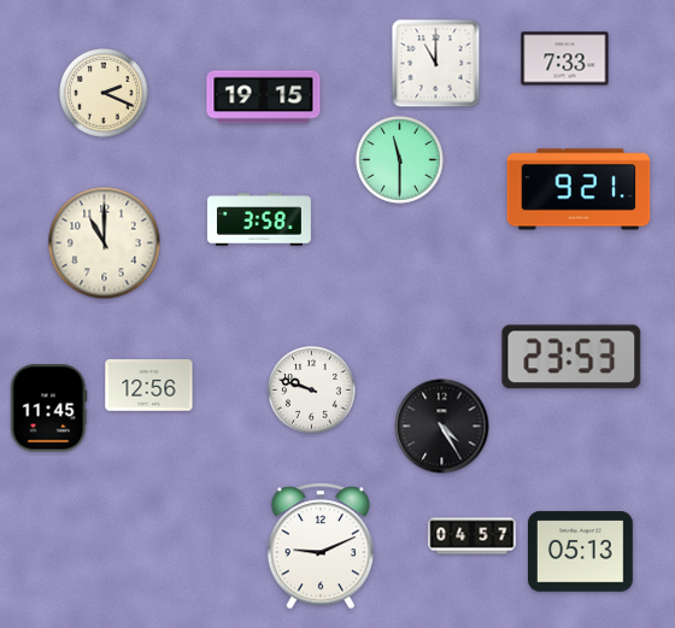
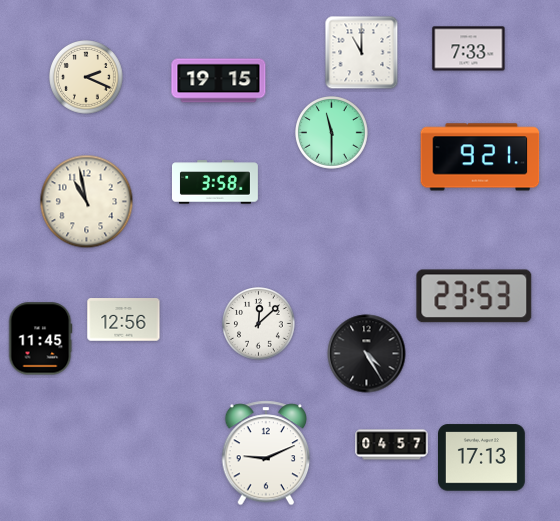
clock at (105, 243): 11:00 -> 10:58
clock at (312, 391): 9:48 -> 12:08
clock at (581, 552): 05:13 -> 17:13
